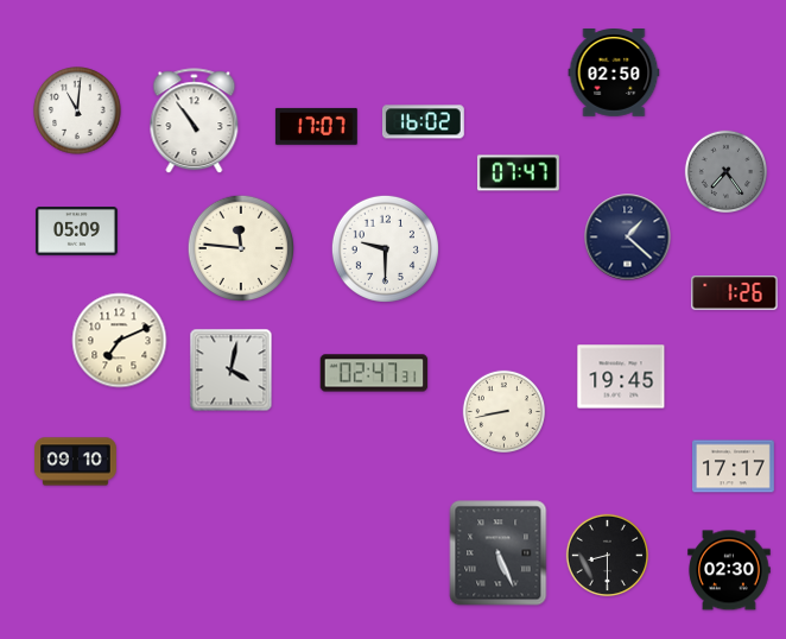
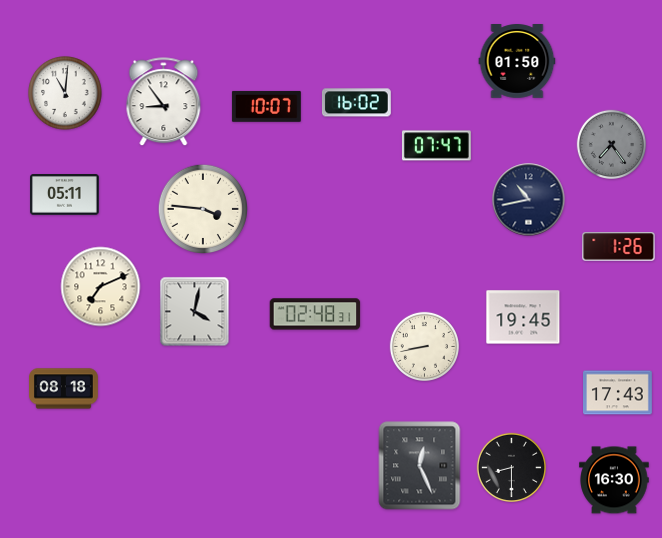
clock at (614, 74): 02:50 -> 01:50
clock at (195, 121): 10:54 -> 8:54
clock at (316, 126): 17:07 -> 10:07
clock at (77, 232): 05:09 -> 05:11
clock at (628, 238): 1:22 -> 10:43
clock at (240, 247): 11:46 -> 3:46
clock at (385, 248): 9:30 -> none
clock at (374, 373): 02:47 -> 02:48
clock at (76, 462): 09:10 -> 08:18
clock at (734, 467): 17:17 -> 17:43
clock at (499, 553): 5:26 -> 12:26
clock at (729, 570): 02:30 -> 16:30
